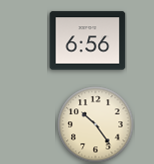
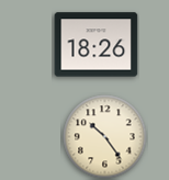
clock at (88, 41): 6:56 -> 18:26
